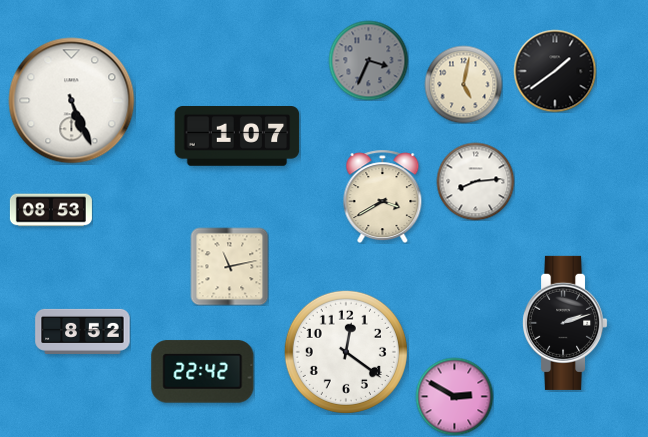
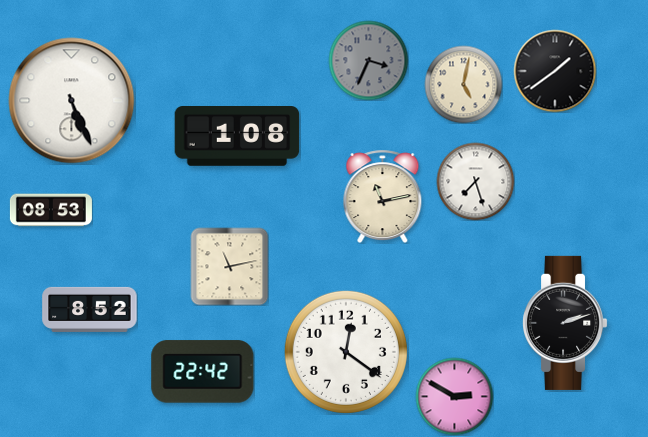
clock at (237, 137): 1:07 -> 1:08
clock at (475, 181): 8:14 -> 7:27
clock at (383, 196): 3:40 -> 11:13
clock at (83, 331) position: (83, 331) -> (90, 309)
